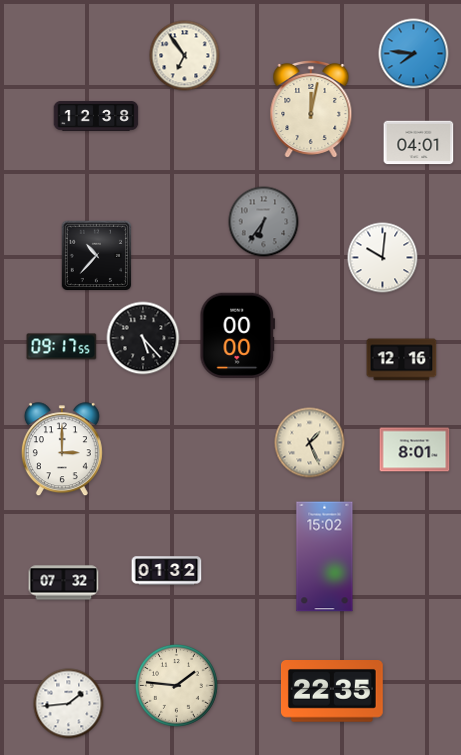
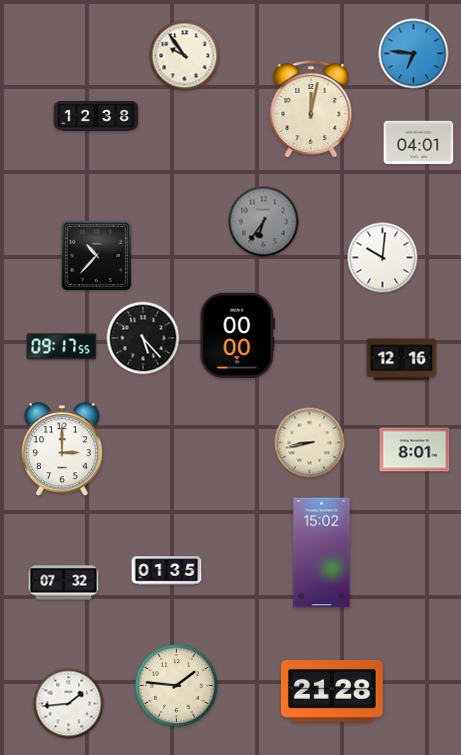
clock at (414, 54): 7:46 -> 6:46
clock at (185, 56): 6:54 -> 9:54
clock at (310, 443): 1:26 -> 8:43
clock at (325, 557) position: (325, 557) -> (322, 553)
clock at (167, 571): 01:32 -> 01:35
clock at (332, 692): 22:35 -> 21:28
